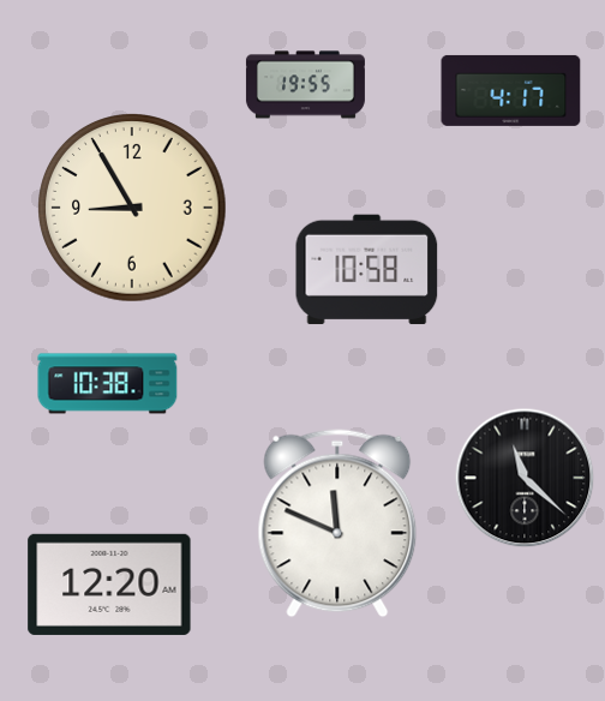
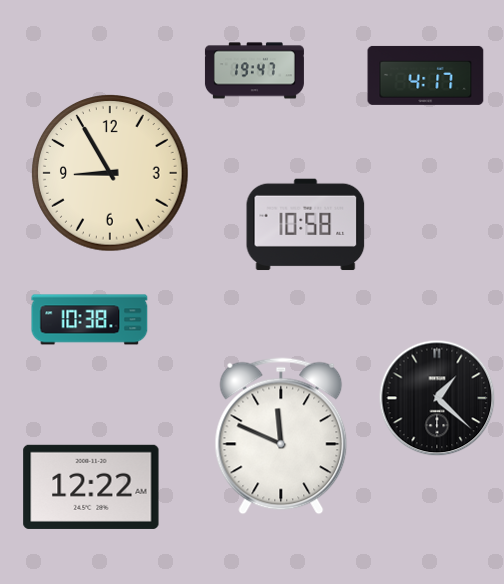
clock at (305, 85): 19:55 -> 19:47
clock at (525, 478): 11:22 -> 1:22
clock at (109, 585): 12:20 -> 12:22
